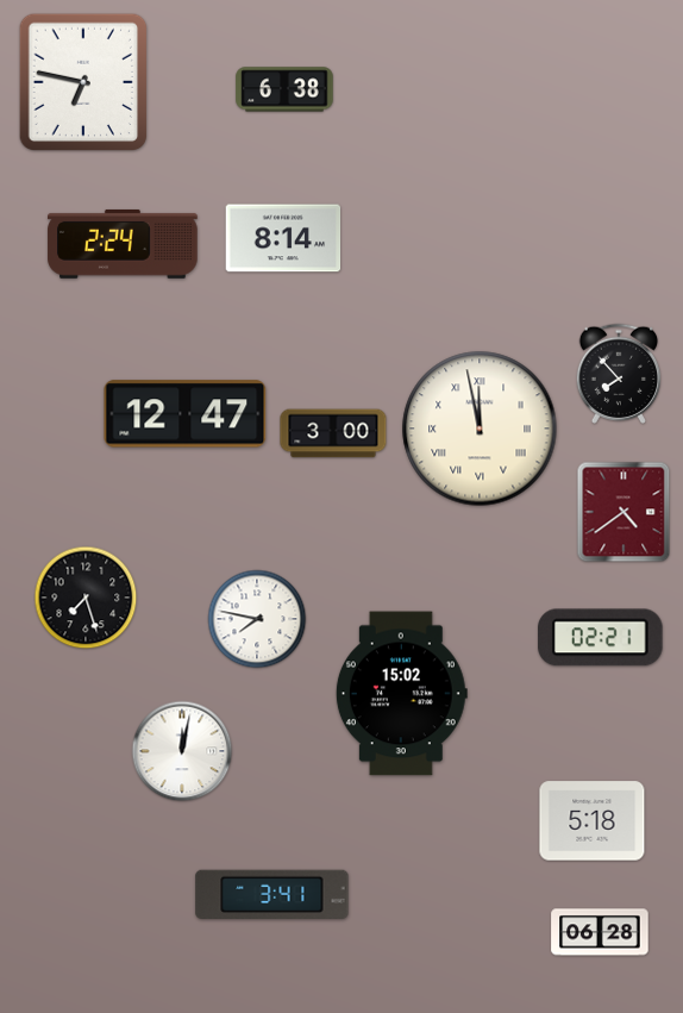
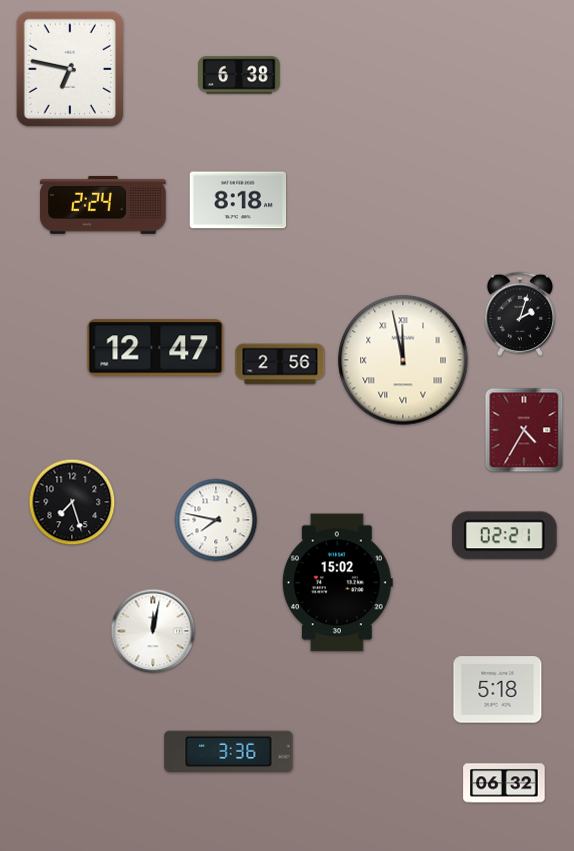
clock at (283, 238): 8:14 -> 8:18
clock at (618, 374): 7:53 -> 2:03
clock at (333, 433): 3:00 -> 2:56
clock at (624, 512): 4:39 -> 4:35
clock at (272, 895): 3:41 -> 3:36
clock at (600, 932): 06:28 -> 06:32
